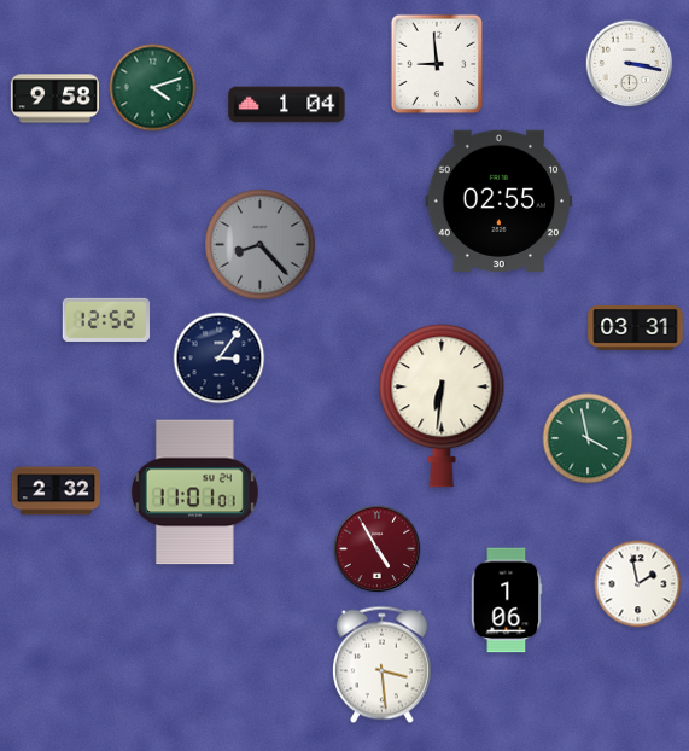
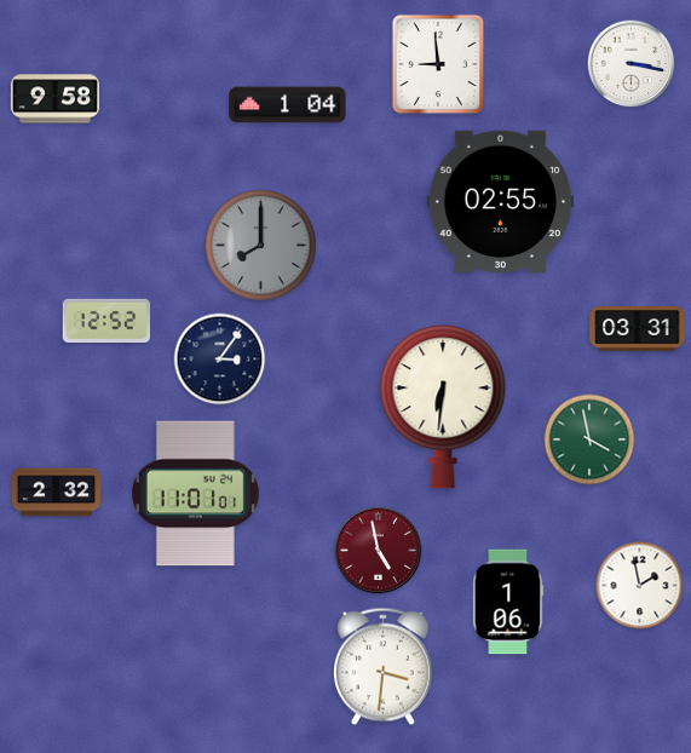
clock at (153, 88): 4:12 -> none
clock at (261, 245): 8:23 -> 8:00
clock at (378, 549): 4:55 -> 4:58
clock at (383, 665): 3:29 -> 3:31
